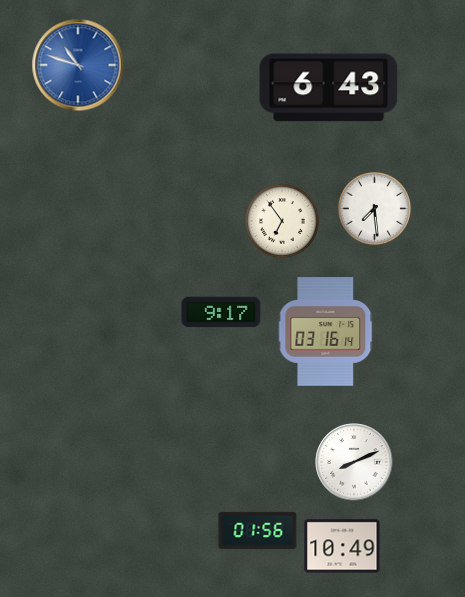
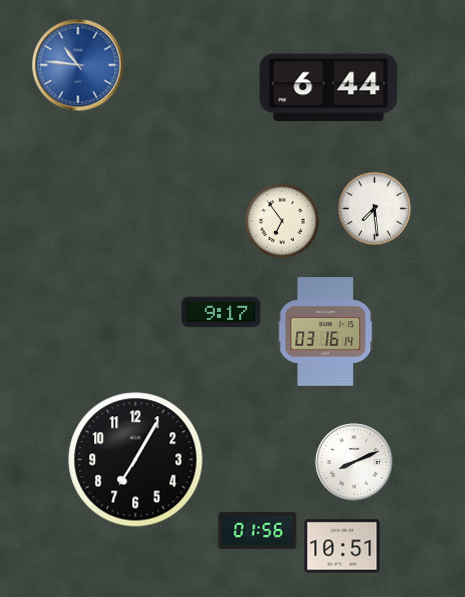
clock at (78, 65): 10:48 -> 10:46
clock at (329, 88): 6:43 -> 6:44
clock at (136, 460): none -> 7:05
clock at (342, 546): 10:49 -> 10:51
